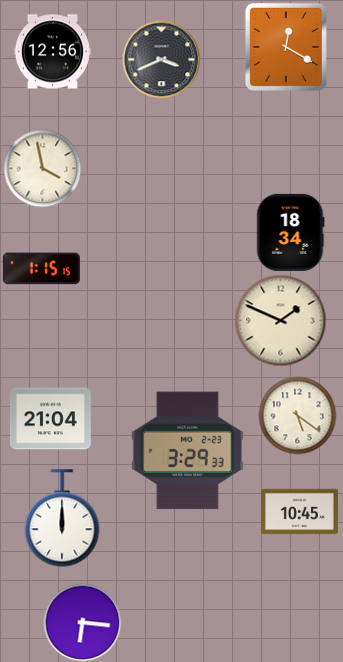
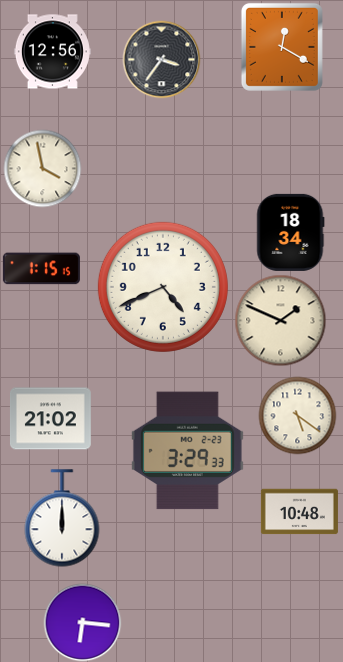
clock at (286, 47) position: (286, 47) -> (282, 47)
clock at (161, 59): 3:41 -> 3:36
clock at (163, 287): none -> 4:41
clock at (50, 419): 21:04 -> 21:02
clock at (299, 512): 10:45 -> 10:48
